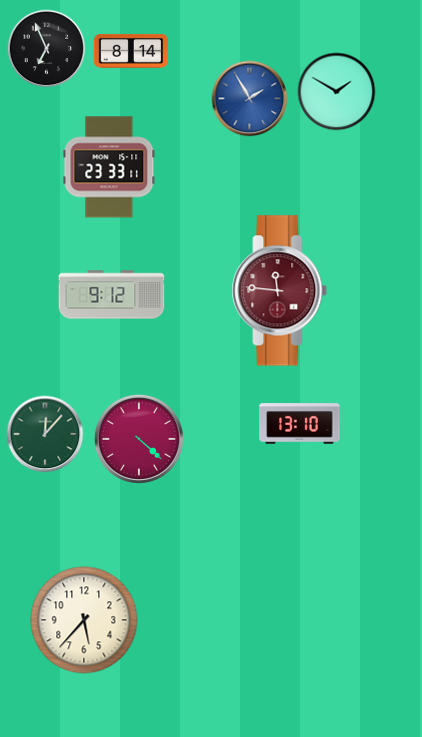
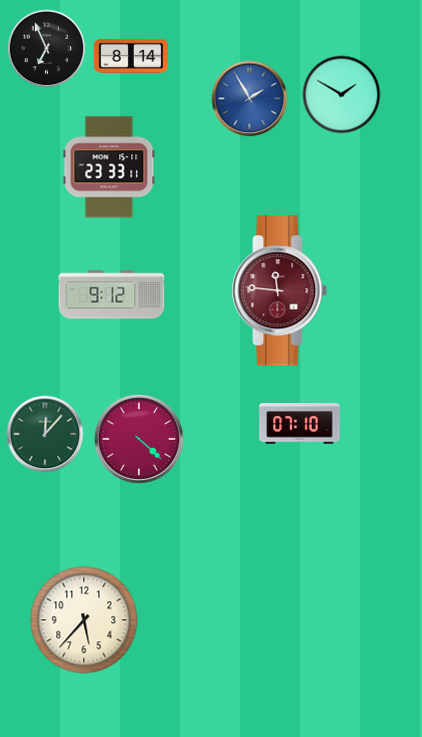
clock at (131, 51) position: (131, 51) -> (131, 56)
clock at (337, 92) position: (337, 92) -> (342, 95)
clock at (300, 424): 13:10 -> 07:10
